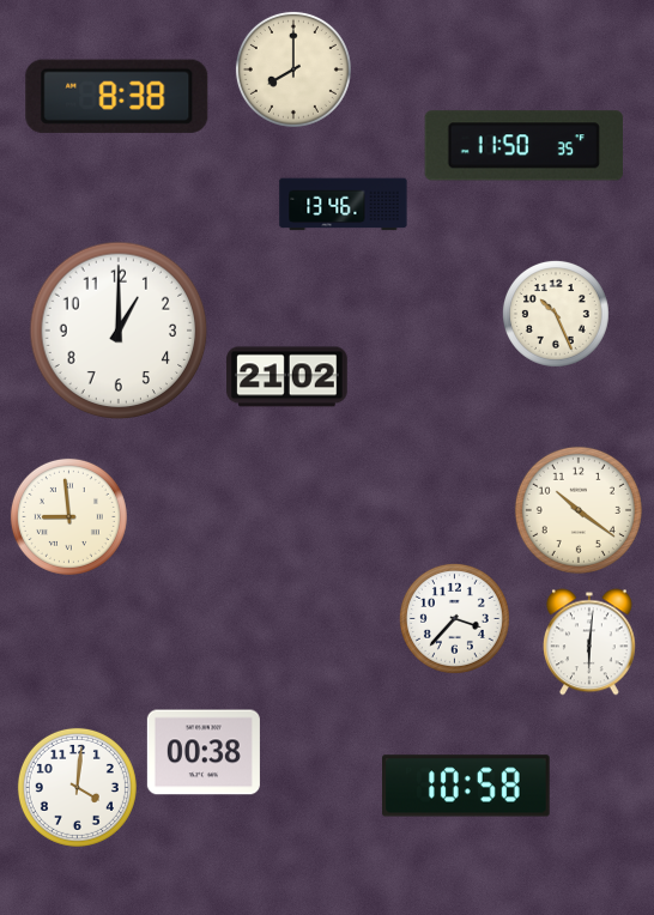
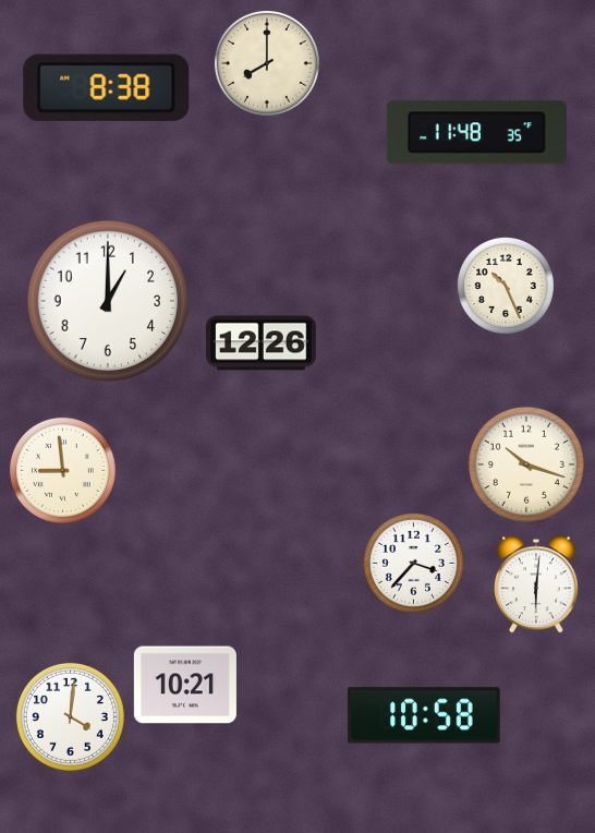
clock at (523, 146): 11:50 -> 11:48
clock at (344, 205): 13:46 -> none
clock at (287, 377): 21:02 -> 12:26
clock at (579, 510): 10:21 -> 10:18
clock at (204, 752): 00:38 -> 10:21
